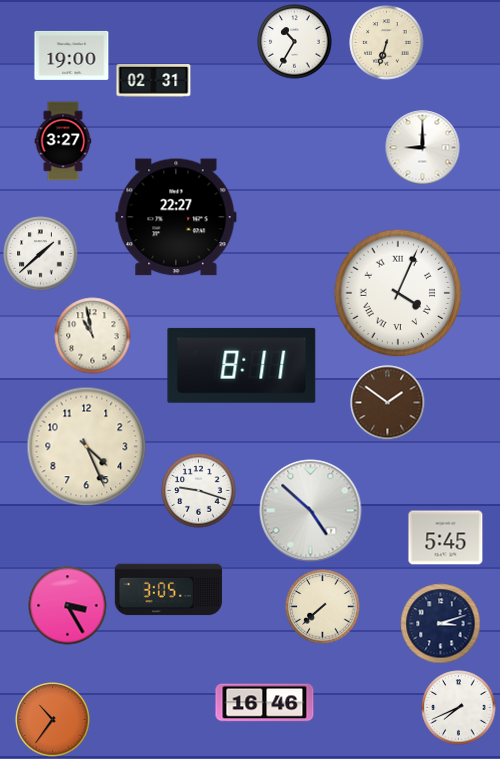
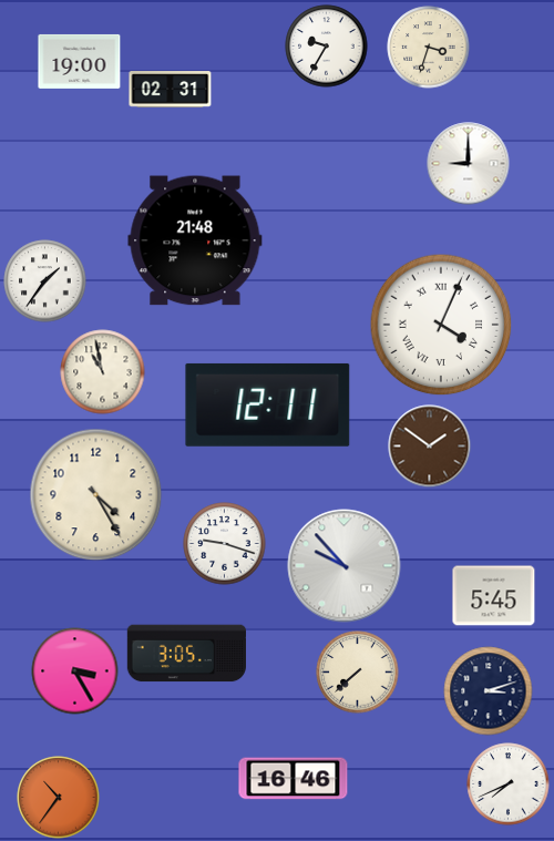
clock at (295, 42): 10:35 -> 9:35
clock at (387, 43): 6:33 -> 3:33
clock at (63, 141): 3:27 -> none
clock at (176, 217): 22:27 -> 21:48
clock at (41, 254): 1:38 -> 1:36
clock at (242, 365): 8:11 -> 12:11
clock at (87, 447): 4:26 -> 4:25
clock at (199, 491) position: (199, 491) -> (225, 544)
clock at (311, 511): 4:52 -> 9:53
